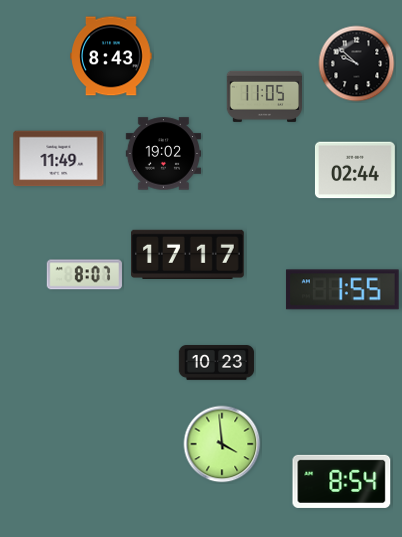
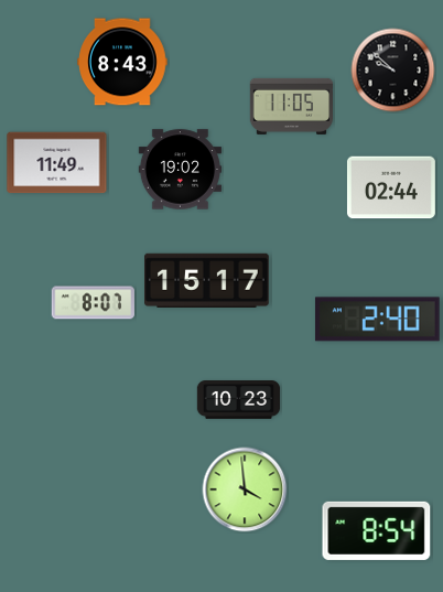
clock at (59, 159) position: (59, 159) -> (57, 163)
clock at (188, 254): 17:17 -> 15:17
clock at (342, 290): 1:55 -> 2:40
